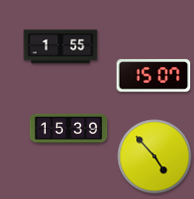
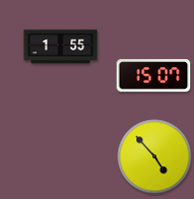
clock at (69, 129): 15:39 -> none
